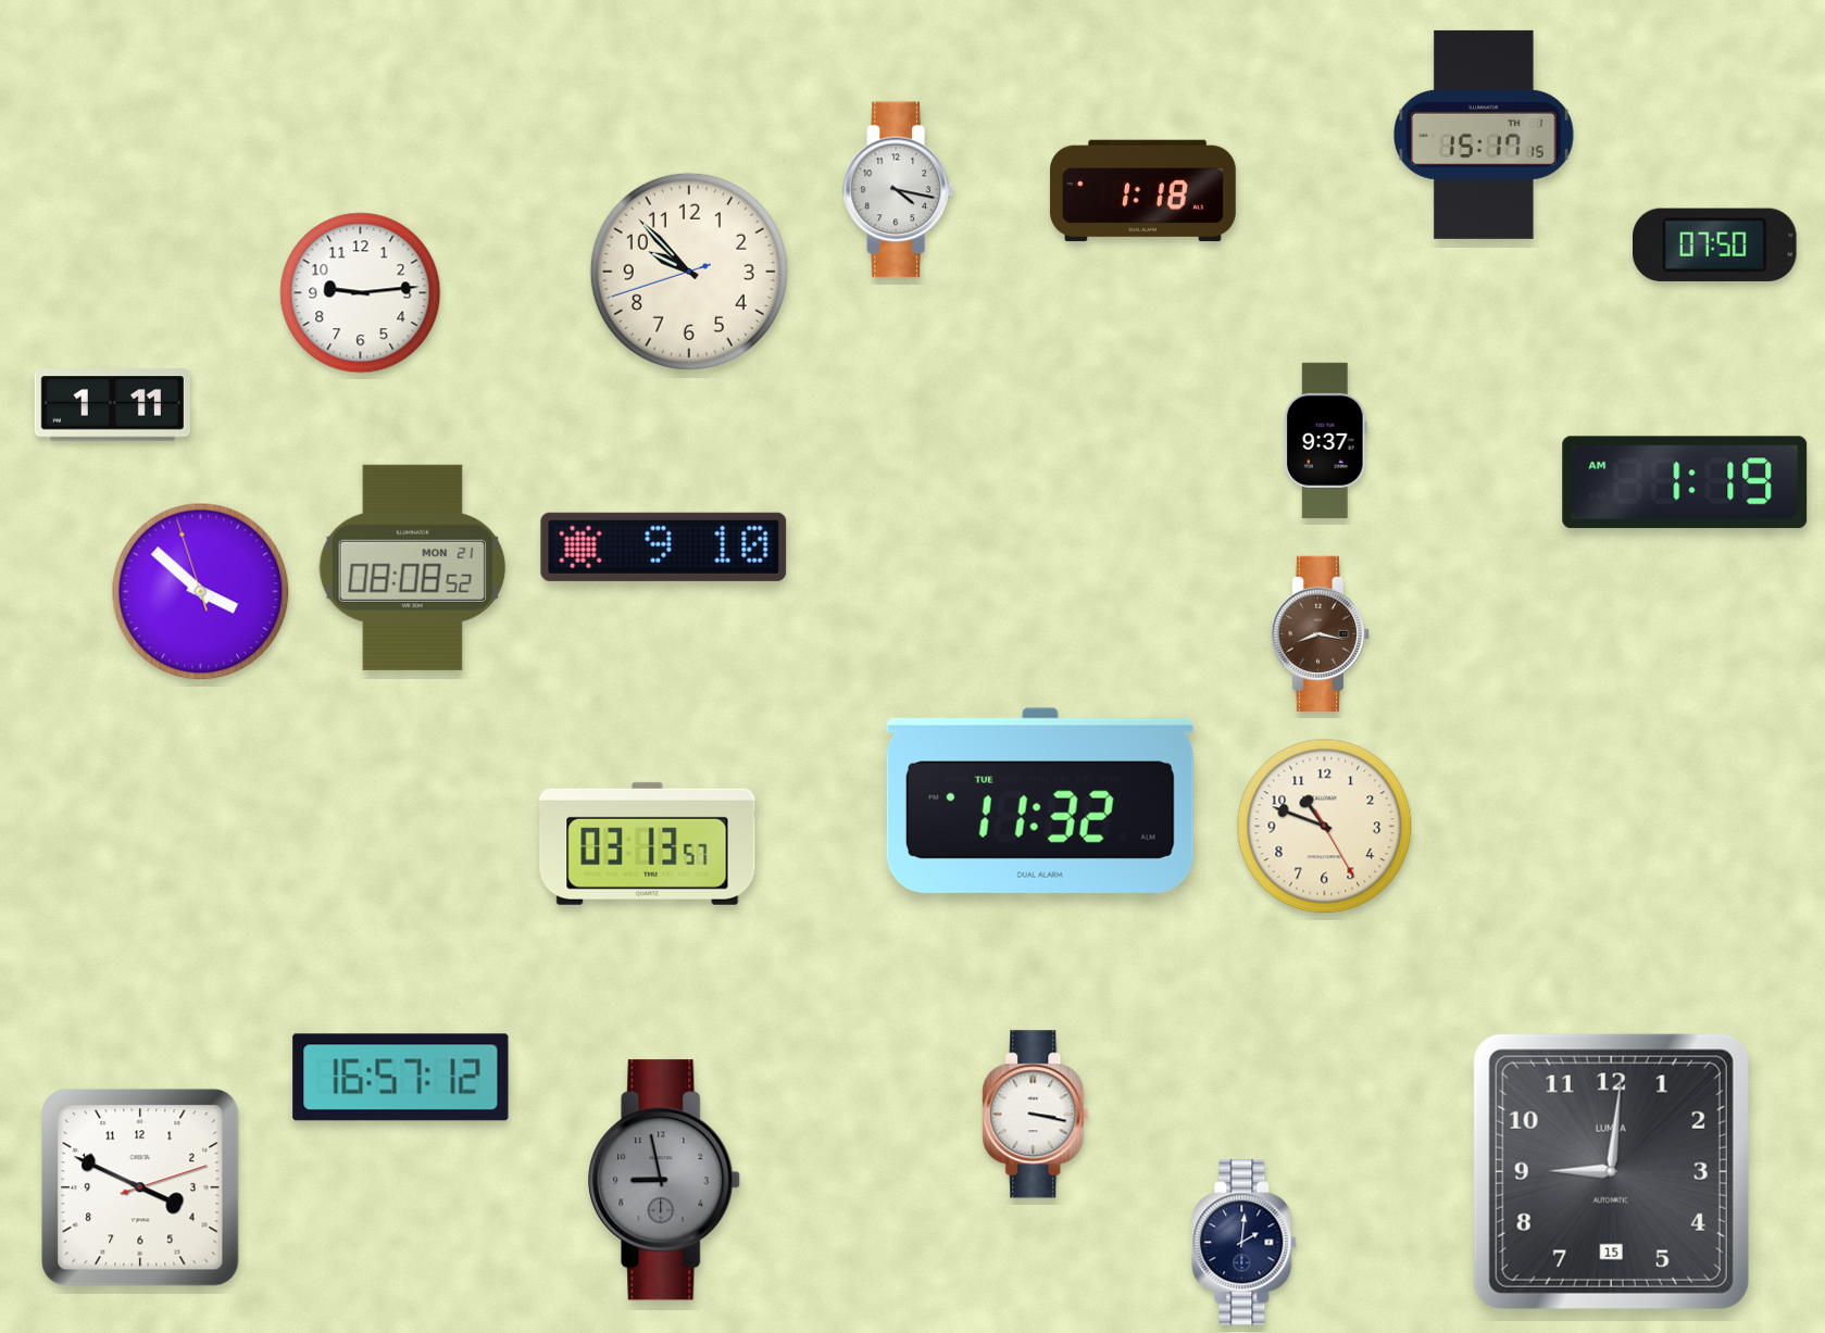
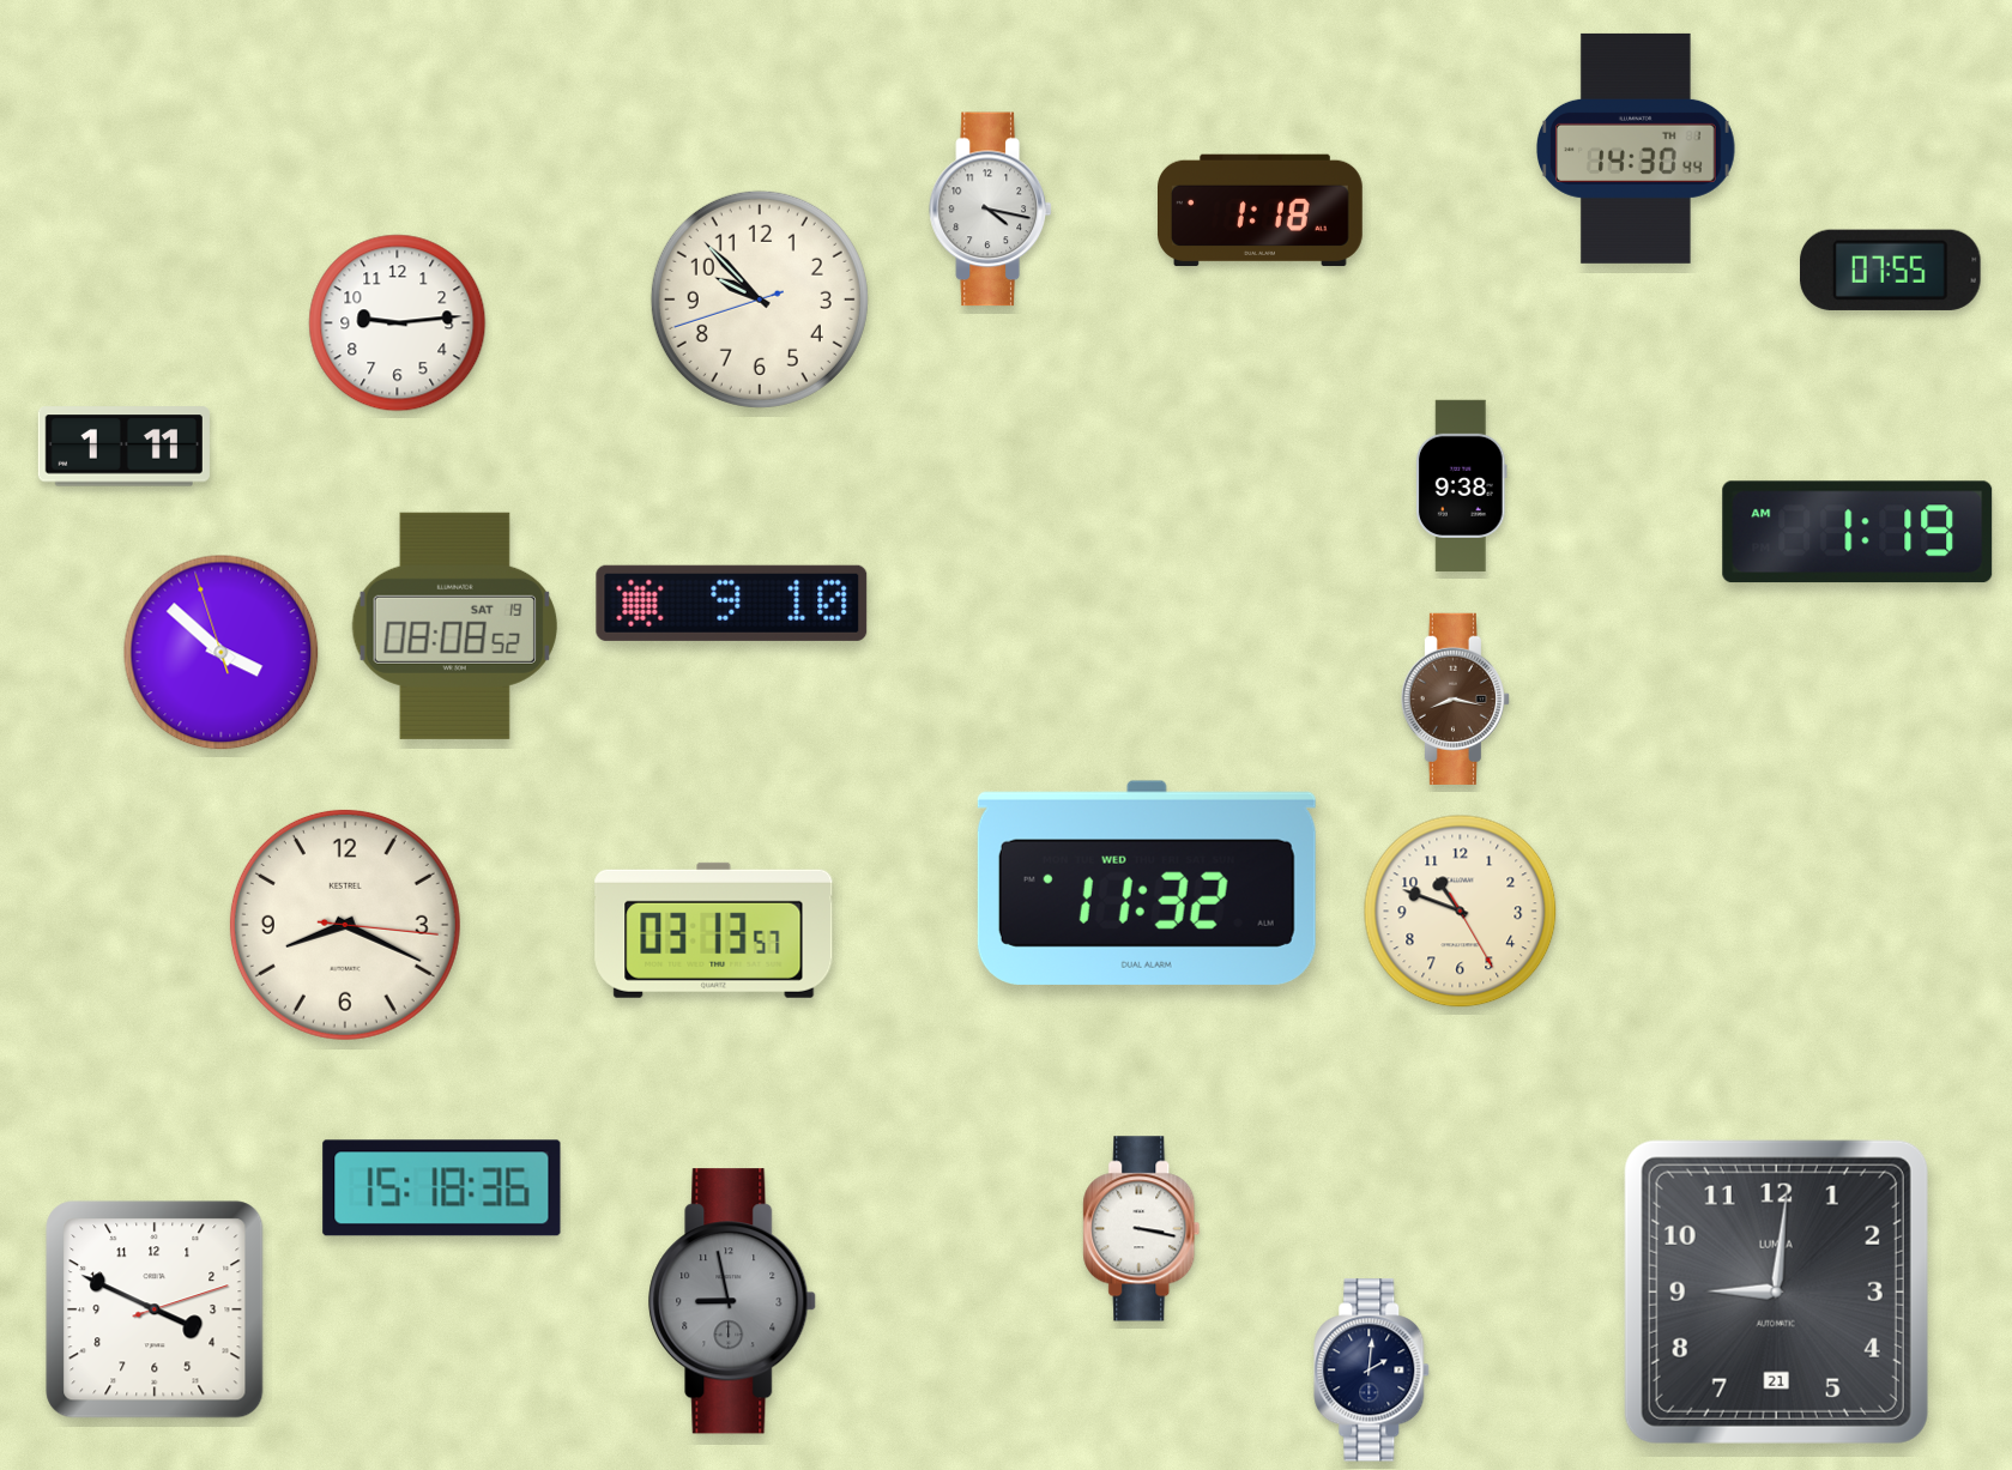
clock at (1485, 135): 15:17 -> 14:30
clock at (1715, 244): 07:50 -> 07:55
clock at (1326, 440): 9:37 -> 9:38
clock at (412, 567) date: MON 21 -> SAT 19
clock at (1040, 801) date: TUE -> WED
clock at (345, 925): none -> 8:19
clock at (401, 1078): 16:57 -> 15:18
clock at (1611, 1171) date: 15 -> 21
